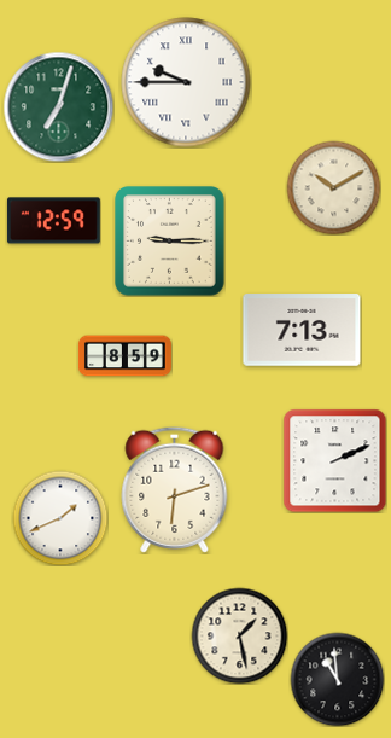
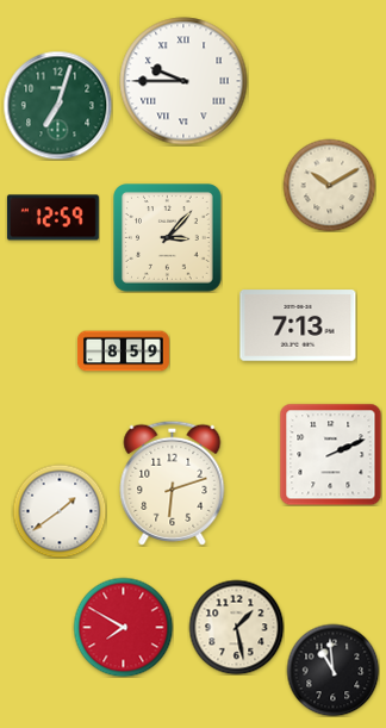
clock at (170, 242): 9:15 -> 3:07
clock at (60, 518): 1:41 -> 1:39
clock at (123, 627): none -> 7:50
